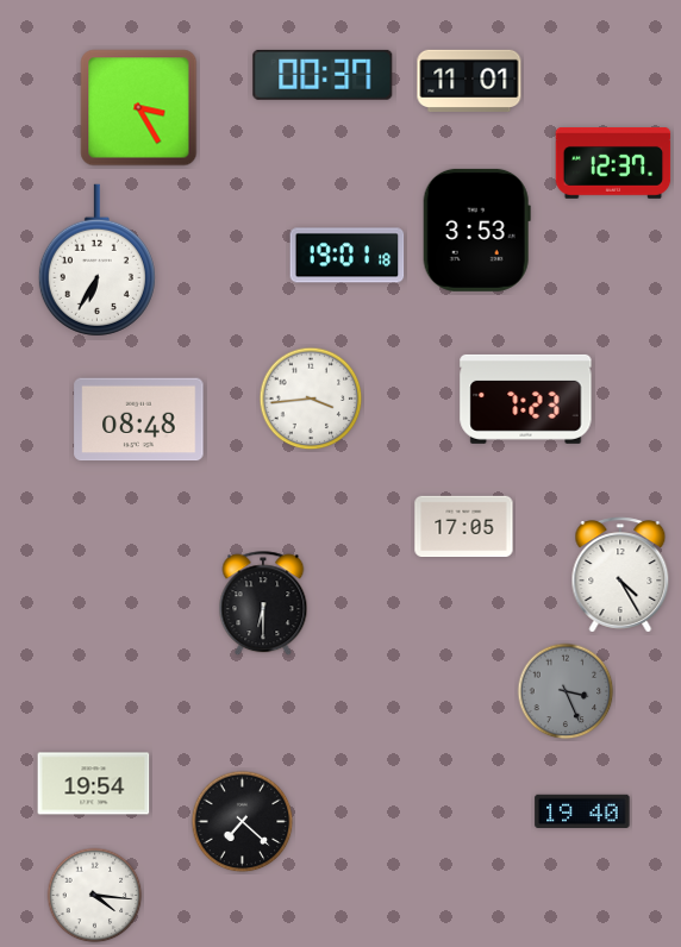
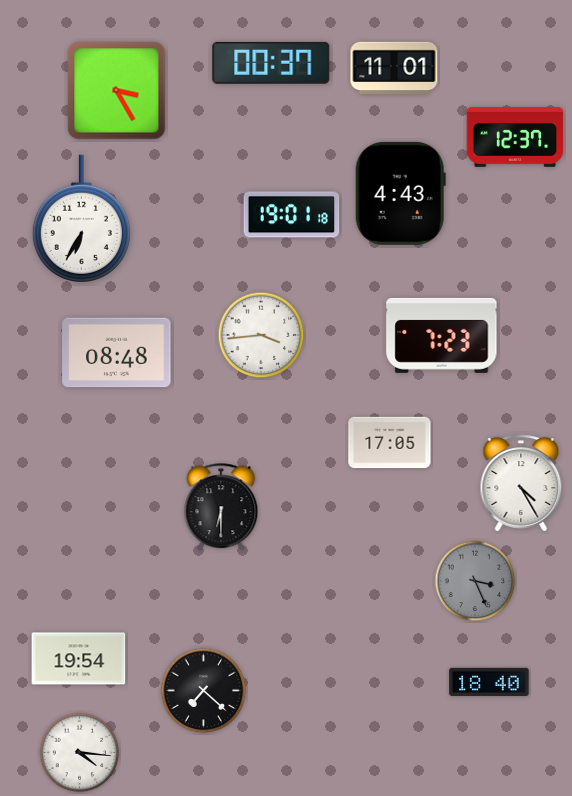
clock at (476, 230): 3:53 -> 4:43
clock at (582, 811): 19:40 -> 18:40
